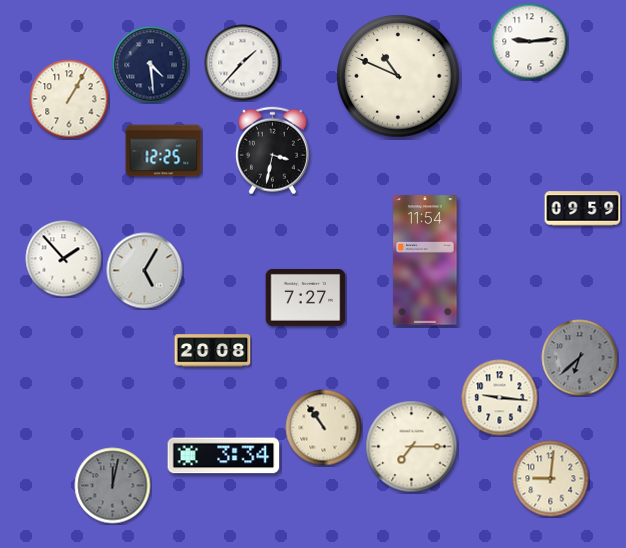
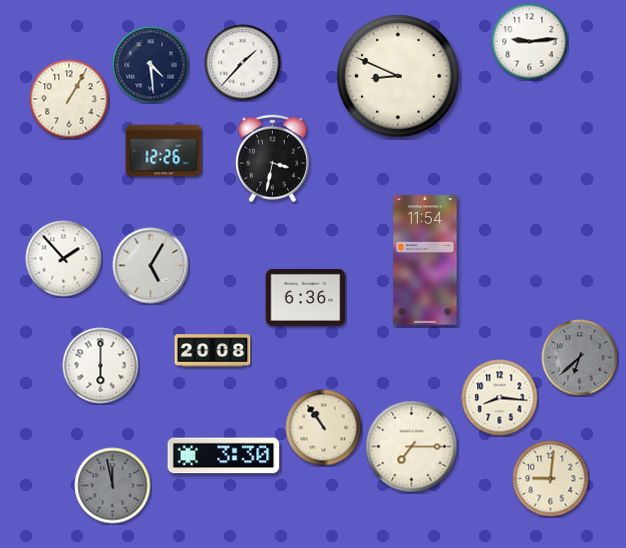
clock at (398, 76): 10:49 -> 8:49
clock at (164, 151): 12:25 -> 12:26
clock at (272, 151) position: (272, 151) -> (272, 159)
clock at (583, 209): 09:59 -> none
clock at (145, 271) position: (145, 271) -> (151, 266)
clock at (306, 297): 7:27 -> 6:36
clock at (101, 366): none -> 6:00
clock at (500, 398): 9:16 -> 8:16
clock at (224, 456): 3:34 -> 3:30
clock at (113, 486): 12:02 -> 11:58
